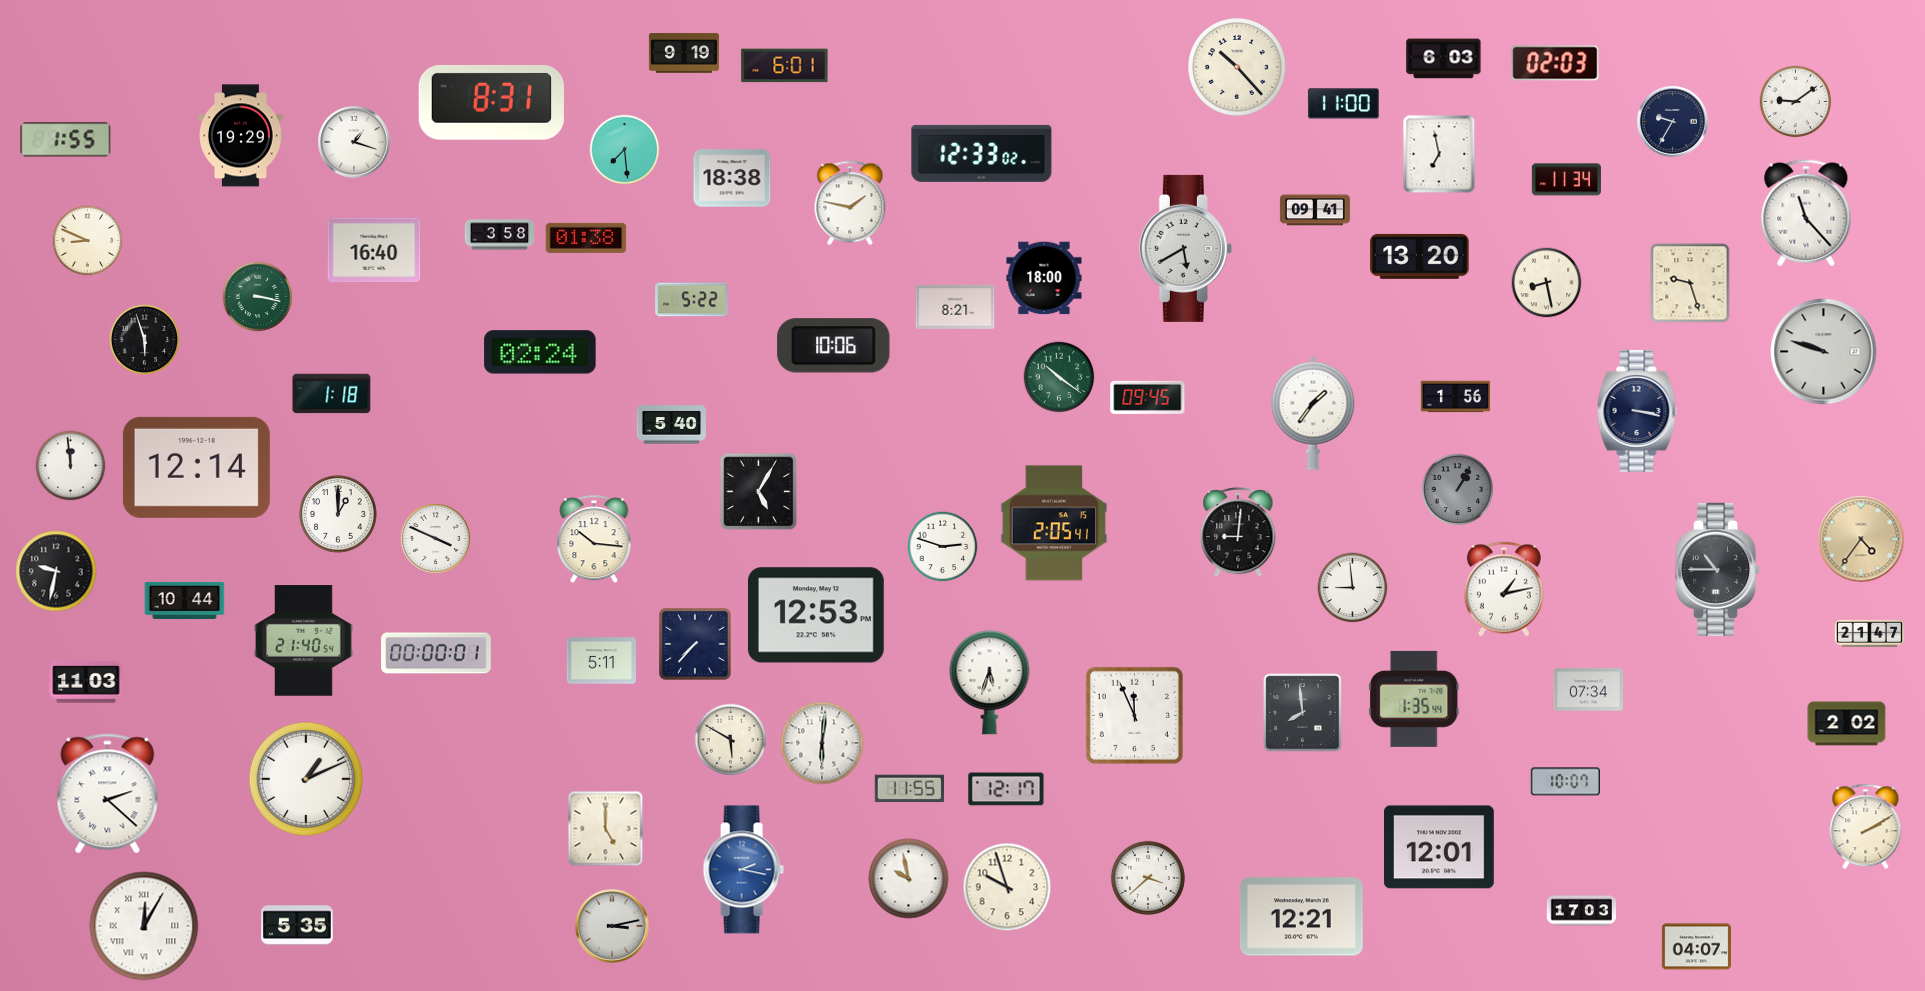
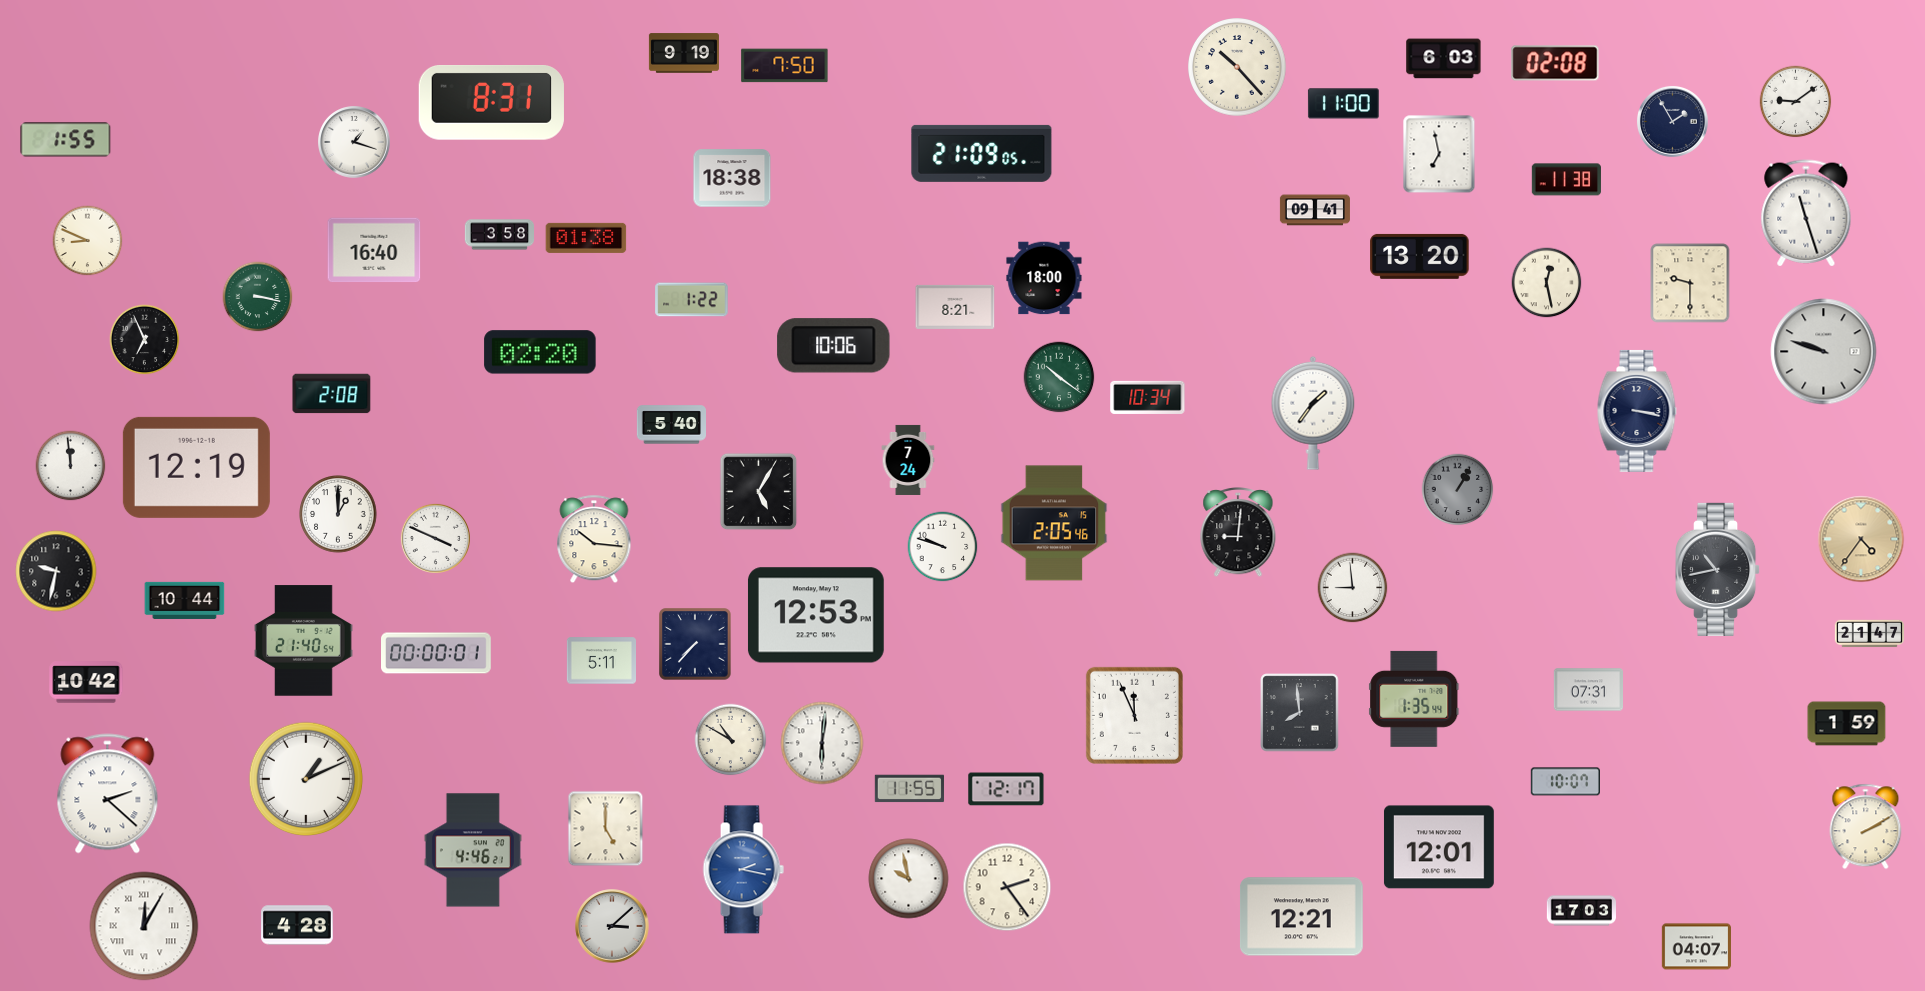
clock at (1555, 63): 02:03 -> 02:08
clock at (785, 66): 6:01 -> 7:50
clock at (1672, 121): 9:35 -> 1:55
clock at (241, 136): 19:29 -> none
clock at (625, 150): 7:29 -> none
clock at (982, 153): 12:33 -> 21:09
clock at (1566, 180): 11:34 -> 11:38
clock at (850, 203): 1:47 -> none
clock at (1806, 213): 11:23 -> 11:27
clock at (1185, 248): 5:40 -> none
clock at (1547, 283): 8:28 -> 12:28
clock at (1690, 283): 9:27 -> 9:30
clock at (692, 300): 5:22 -> 1:22
clock at (145, 340): 5:57 -> 6:56
clock at (540, 352): 02:24 -> 02:20
clock at (332, 394): 1:18 -> 2:08
clock at (1148, 397): 09:45 -> 10:34
clock at (1456, 397): 1:56 -> none
clock at (908, 460): none -> 7:24
clock at (196, 467): 12:14 -> 12:19
clock at (1054, 523): 2:05:41 -> 2:05:46
clock at (943, 547): 2:48 -> 9:48
clock at (1719, 569): 10:45 -> 10:43
clock at (1504, 589): 1:13 -> none
clock at (86, 682): 11:03 -> 10:42
clock at (990, 683): 5:33 -> none
clock at (1588, 690): 07:34 -> 07:31
clock at (1303, 713) position: (1303, 713) -> (1300, 713)
clock at (1847, 724): 2:02 -> 1:59
clock at (731, 740): 5:50 -> 10:50
clock at (473, 850): none -> 4:46
clock at (1148, 878): 3:38 -> none
clock at (1007, 887): 9:57 -> 2:24
clock at (297, 925): 5:35 -> 4:28
clock at (612, 926): 3:13 -> 3:08
